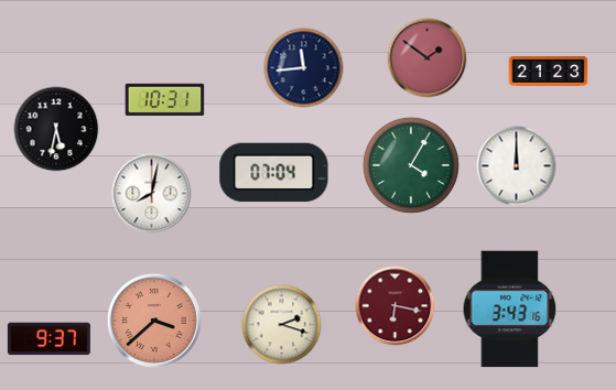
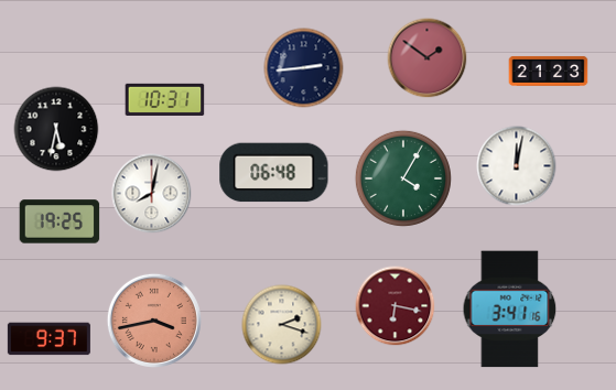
clock at (304, 68): 11:44 -> 2:44
clock at (411, 165) position: (411, 165) -> (403, 178)
clock at (517, 166): 12:00 -> 12:02
clock at (274, 173): 07:04 -> 06:48
clock at (60, 221): none -> 19:25
clock at (510, 310): 3:43 -> 3:41
clock at (154, 321): 3:38 -> 3:43
